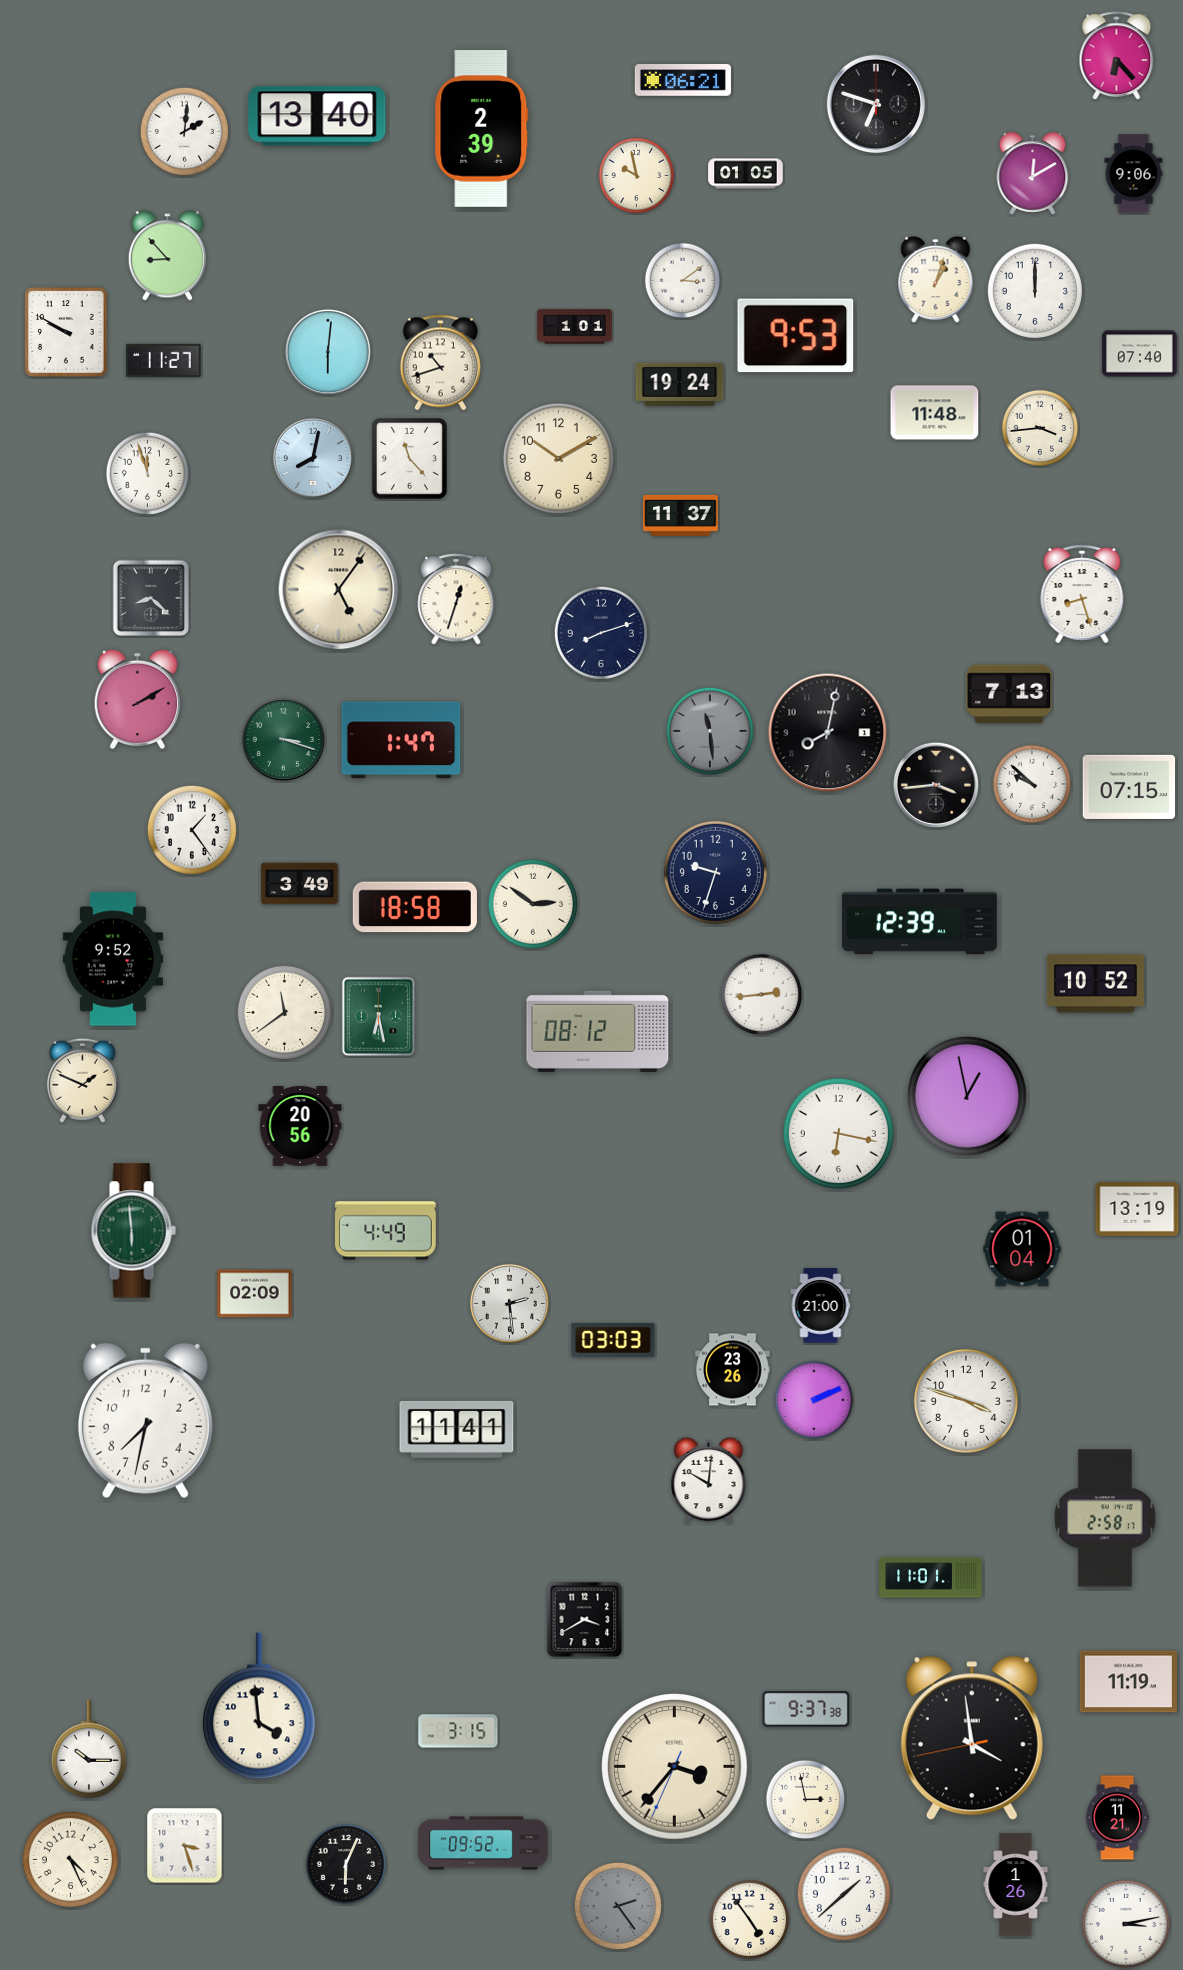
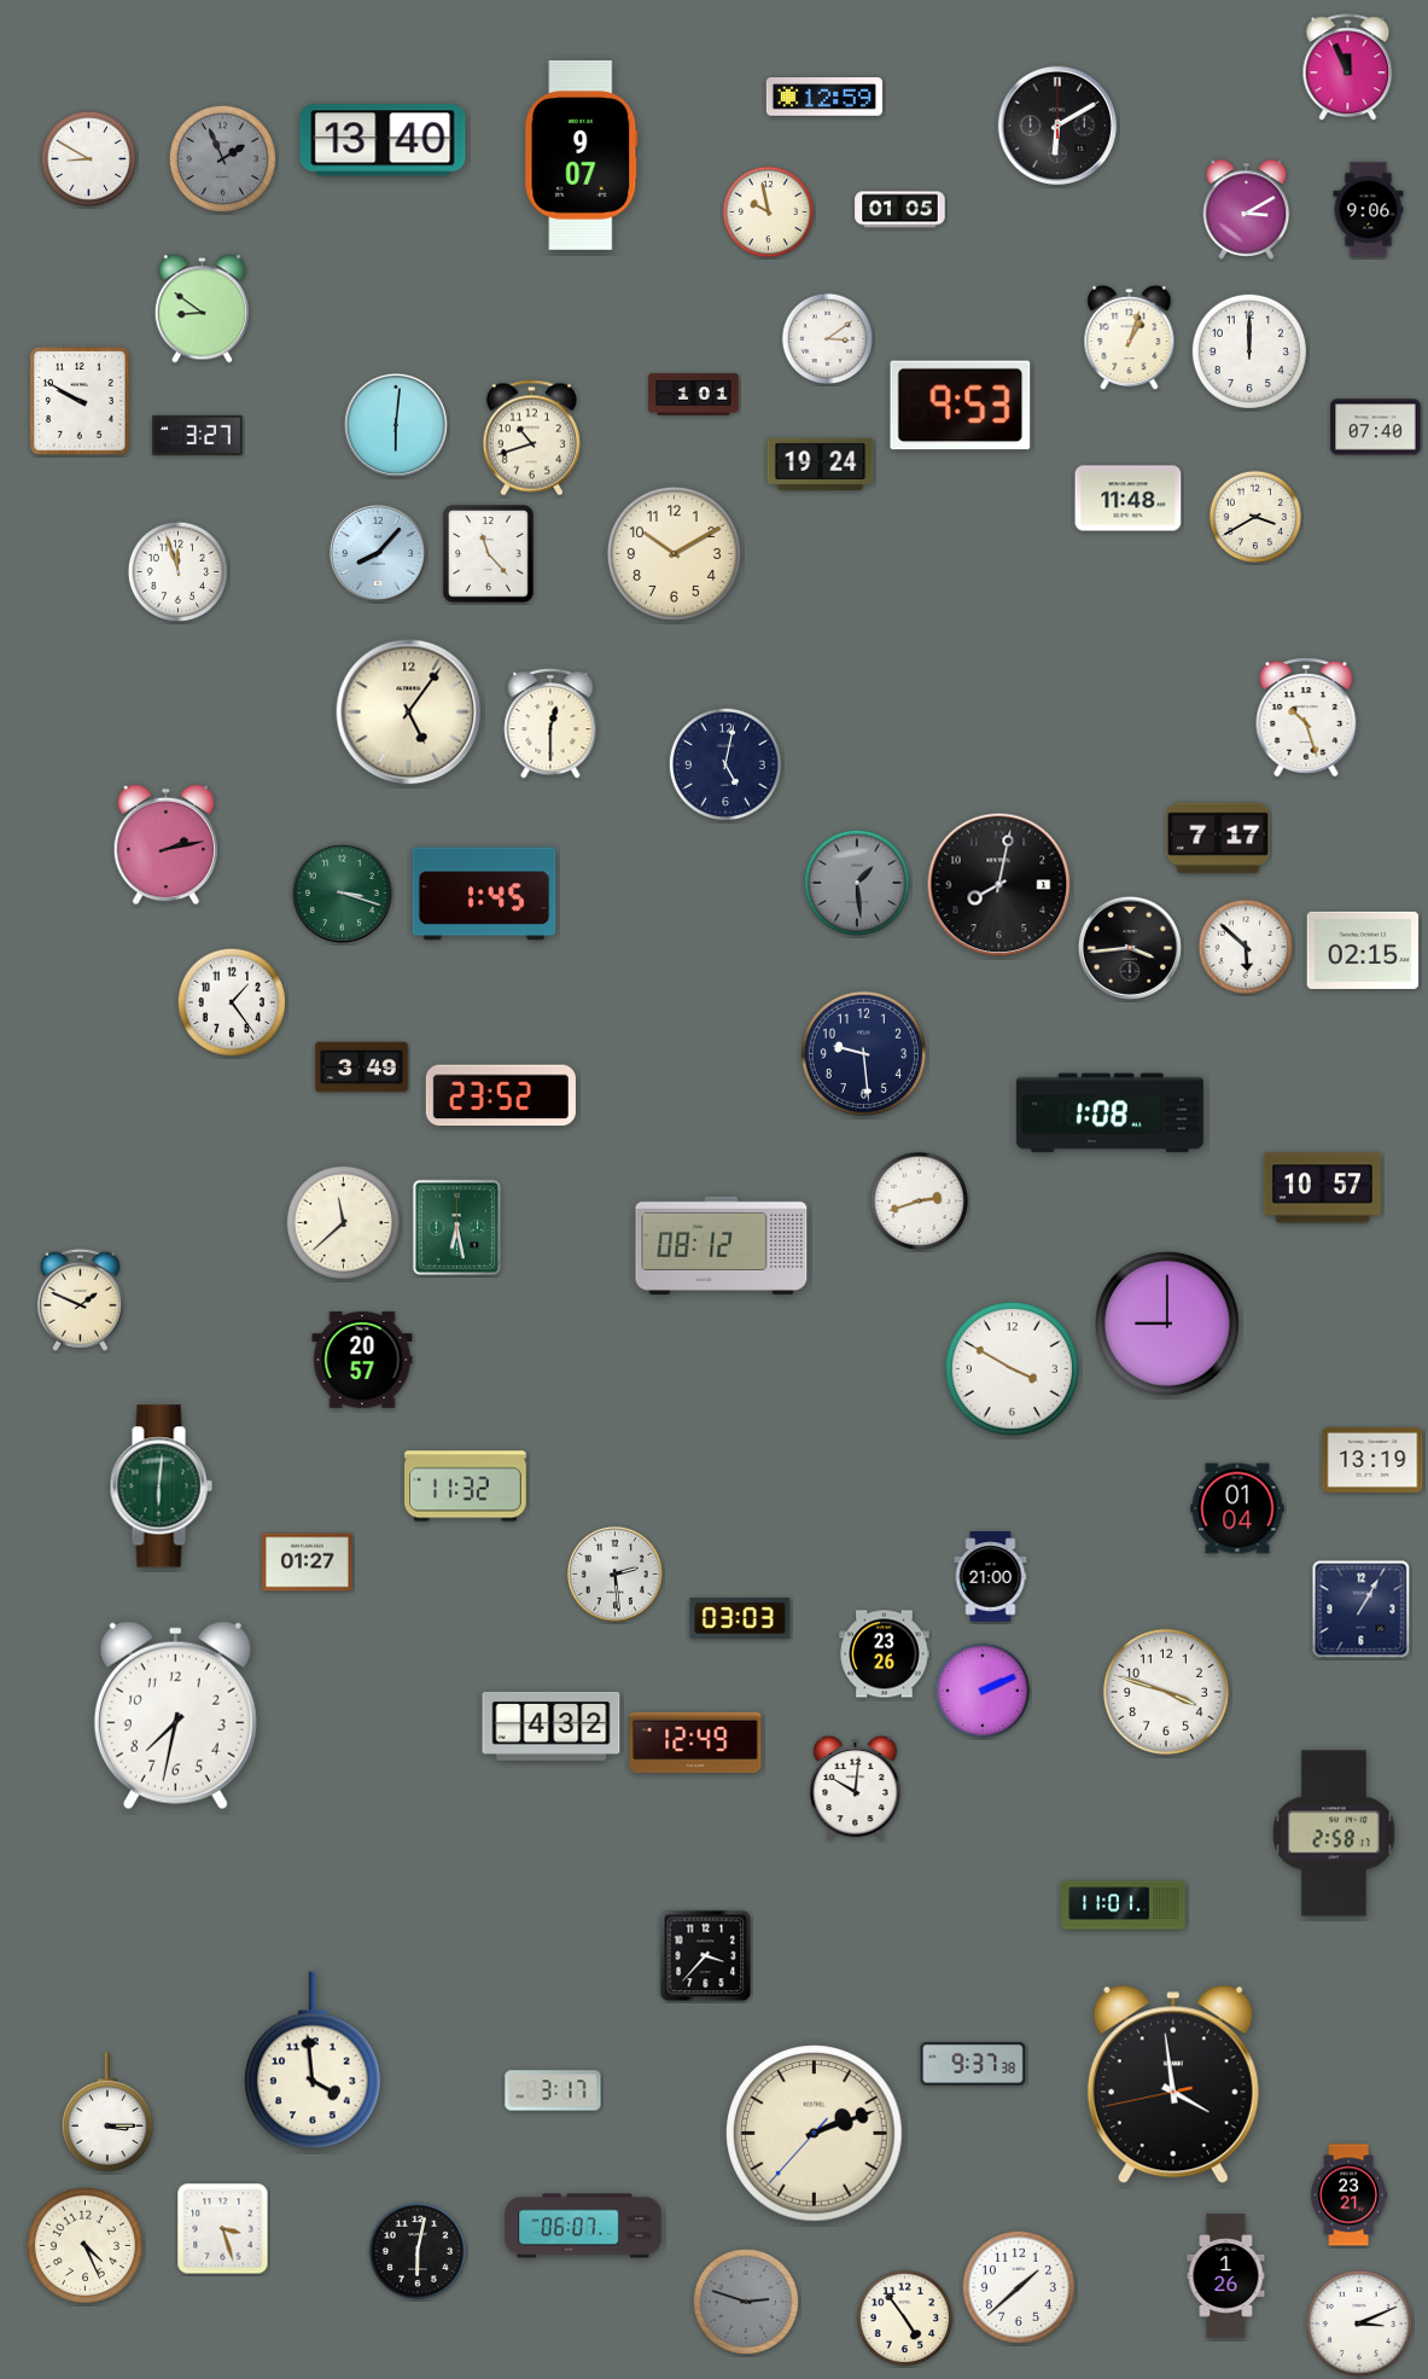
clock at (1117, 56): 6:23 -> 11:56
clock at (683, 80): 06:21 -> 12:59
clock at (876, 104): 6:48 -> 6:10
clock at (482, 129): 2:39 -> 9:07
clock at (184, 131): 2:01 -> 1:56
clock at (184, 131) dial: white -> grey
clock at (89, 159): none -> 8:50
clock at (1033, 174): 12:10 -> 3:10
clock at (167, 256): 8:53 -> 8:51
clock at (683, 281) position: (683, 281) -> (828, 339)
clock at (164, 360): 11:27 -> 3:27
clock at (1040, 428): 3:44 -> 3:40
clock at (313, 458): 8:02 -> 8:07
clock at (410, 459) position: (410, 459) -> (489, 554)
clock at (681, 515): 11:37 -> none
clock at (1082, 594): 8:27 -> 10:27
clock at (151, 598): 8:22 -> none
clock at (456, 599): 12:33 -> 12:30
clock at (601, 633): 8:12 -> 5:02
clock at (1009, 694): 7:13 -> 7:17
clock at (138, 700): 2:10 -> 2:13
clock at (709, 730): 11:29 -> 1:29
clock at (401, 740): 1:47 -> 1:45
clock at (1032, 784): 9:52 -> 5:52
clock at (1129, 787): 07:15 -> 02:15
clock at (715, 872): 9:33 -> 9:29
clock at (533, 904): 2:51 -> none
clock at (415, 907): 18:58 -> 23:52
clock at (919, 922): 12:39 -> 1:08
clock at (113, 959): 9:52 -> none
clock at (1095, 984): 10:52 -> 10:57
clock at (762, 995): 2:44 -> 2:42
clock at (284, 1012): 11:39 -> 11:38
clock at (82, 1080) position: (82, 1080) -> (80, 1299)
clock at (967, 1096): 12:58 -> 9:00
clock at (300, 1127): 20:56 -> 20:57
clock at (838, 1133): 6:17 -> 3:50
clock at (133, 1231): 5:59 -> 6:01
clock at (386, 1231): 4:49 -> 11:32
clock at (1022, 1249) position: (1022, 1249) -> (1237, 1508)
clock at (255, 1294): 02:09 -> 01:27
clock at (1362, 1610): none -> 1:05
clock at (457, 1429): 11:41 -> 4:32
clock at (695, 1743): none -> 12:49
clock at (585, 1620): 3:40 -> 3:37
clock at (1128, 1682): 11:19 -> none
clock at (458, 1731): 3:15 -> 3:17
clock at (972, 1738) position: (972, 1738) -> (1173, 2084)
clock at (89, 1749): 10:15 -> 3:15
clock at (675, 1767): 3:36 -> 2:11
clock at (806, 1800): 2:58 -> none
clock at (1117, 1818): 11:21 -> 23:21
clock at (483, 1843): 09:52 -> 06:07
clock at (346, 1864): 6:04 -> 6:02
clock at (617, 1905): 2:24 -> 2:48
clock at (1125, 1923): 3:13 -> 3:11
